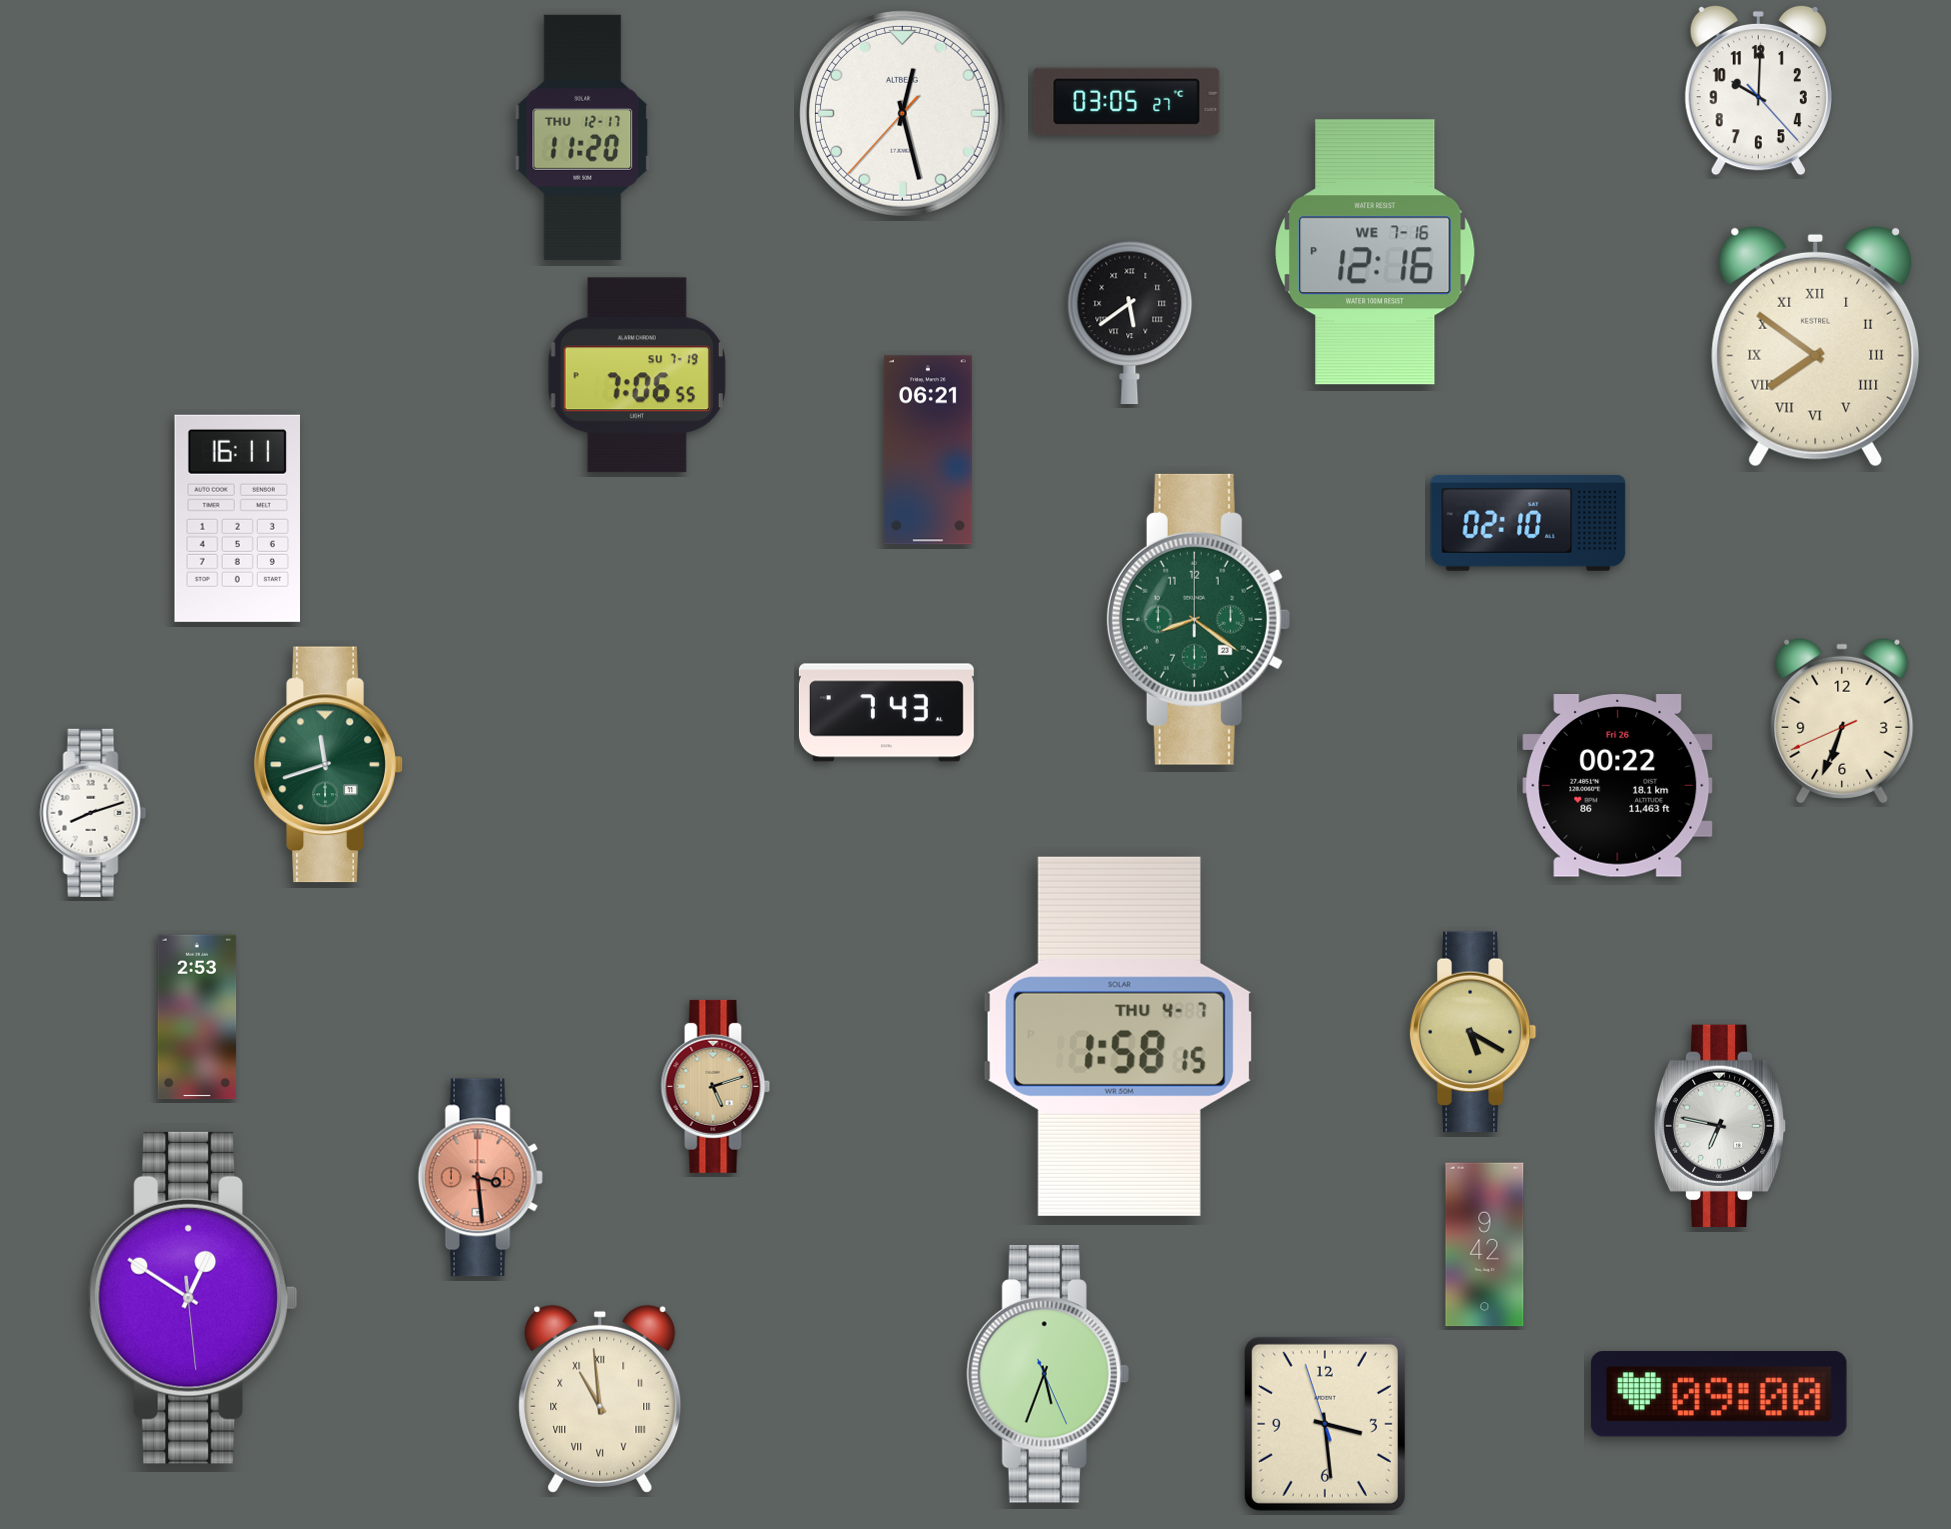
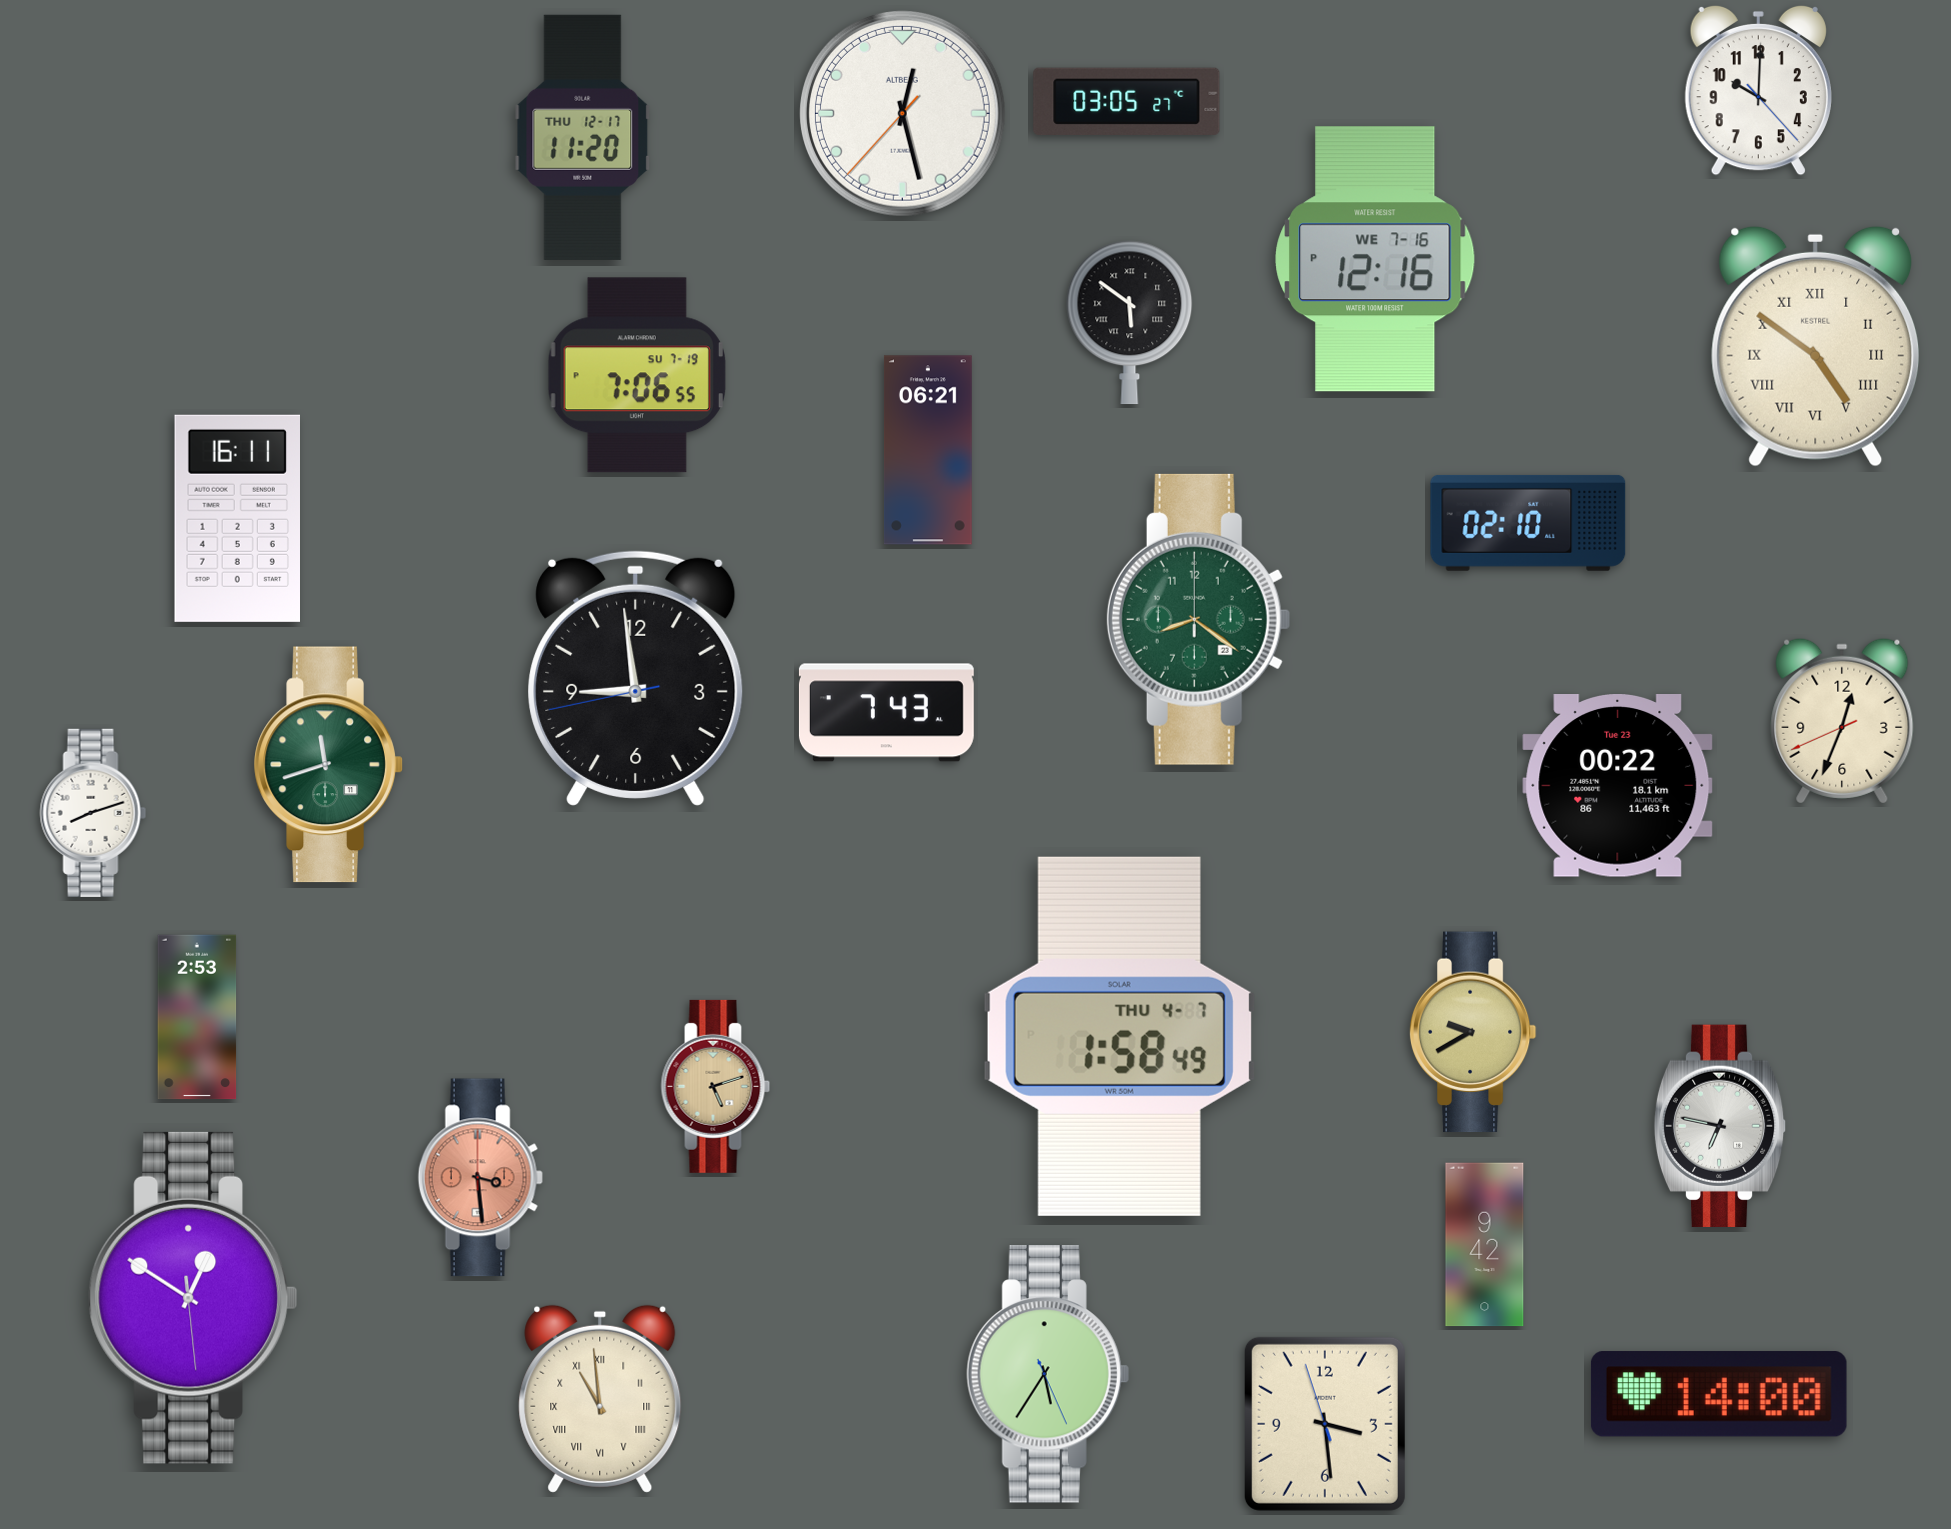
clock at (1375, 252) position: (1375, 252) -> (1375, 259)
clock at (1130, 323): 5:39 -> 5:51
clock at (1816, 346): 7:51 -> 4:51
clock at (636, 678): none -> 8:58
clock at (1842, 721): 6:33 -> 12:33
clock at (1618, 786) date: Fri 26 -> Tue 23
clock at (1473, 1032): 5:20 -> 9:40
clock at (1119, 1036): 1:58:15 -> 1:58:49
clock at (1048, 1375): 5:33 -> 5:35
clock at (1719, 1394): 09:00 -> 14:00
